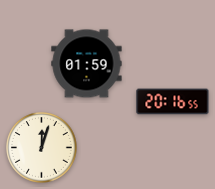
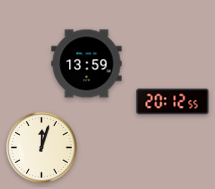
clock at (87, 64): 01:59 -> 13:59
clock at (173, 102): 20:16 -> 20:12
